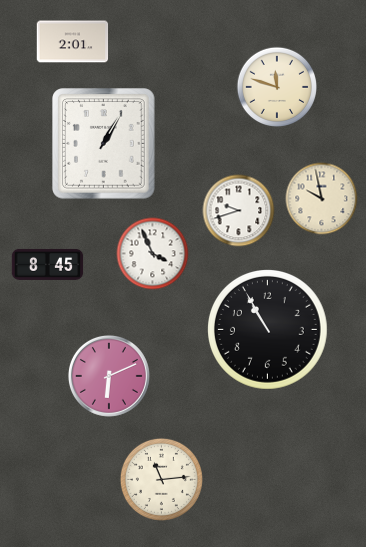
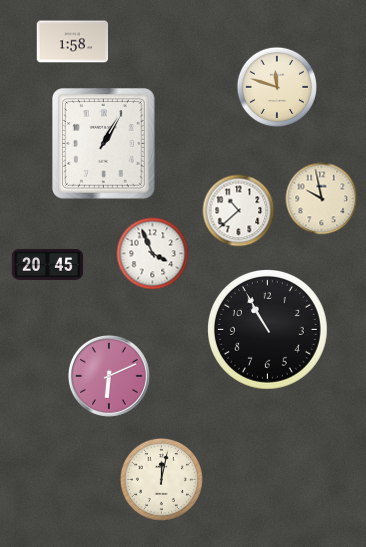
clock at (73, 42): 2:01 -> 1:58
clock at (239, 211): 9:42 -> 10:38
clock at (48, 264): 8:45 -> 20:45
clock at (161, 479): 11:14 -> 12:02
